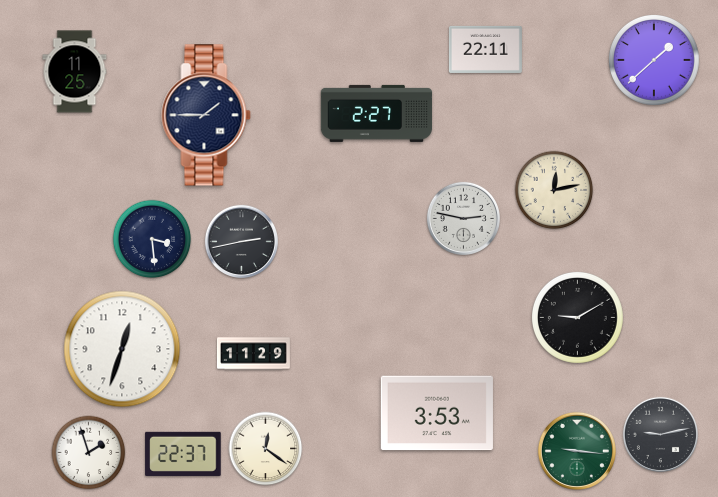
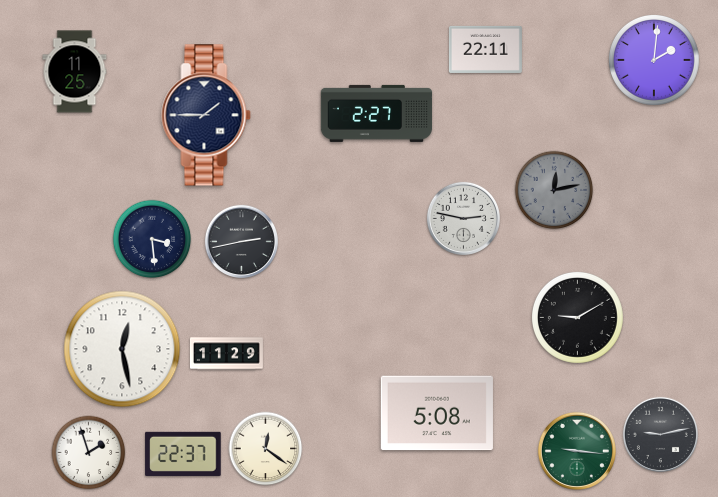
clock at (654, 60): 1:38 -> 2:01
clock at (554, 190) dial: cream -> grey
clock at (122, 349): 12:33 -> 12:28
clock at (253, 354) position: (253, 354) -> (226, 354)
clock at (437, 413): 3:53 -> 5:08
